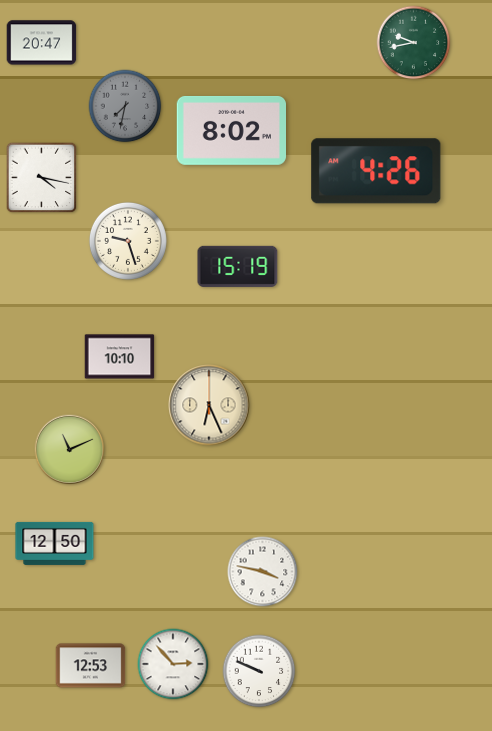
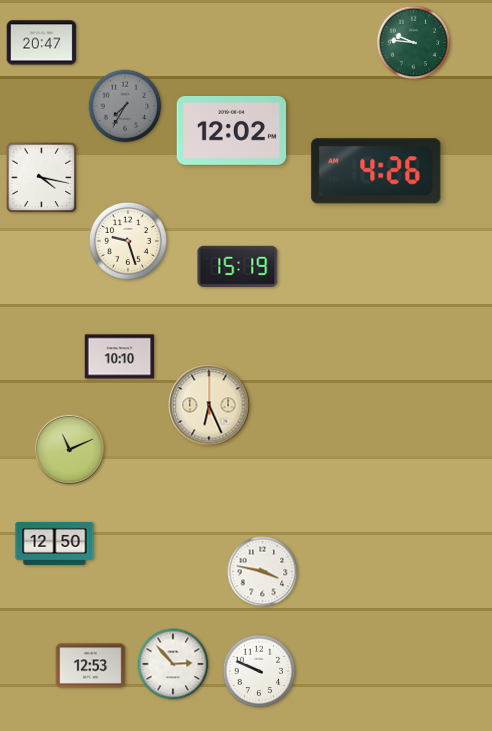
clock at (414, 43): 9:43 -> 9:46
clock at (125, 106): 7:32 -> 7:35
clock at (231, 130): 8:02 -> 12:02
